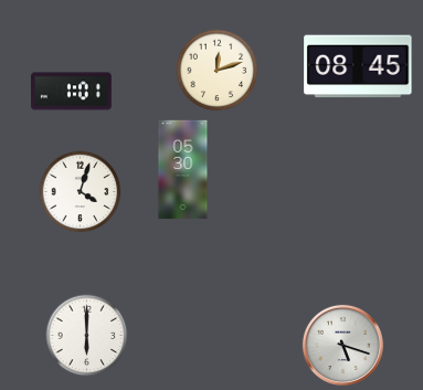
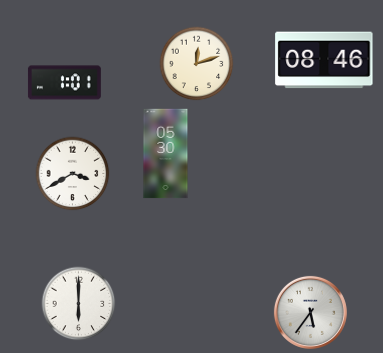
clock at (358, 66): 08:45 -> 08:46
clock at (81, 192): 4:03 -> 3:40
clock at (342, 345): 5:18 -> 5:36
